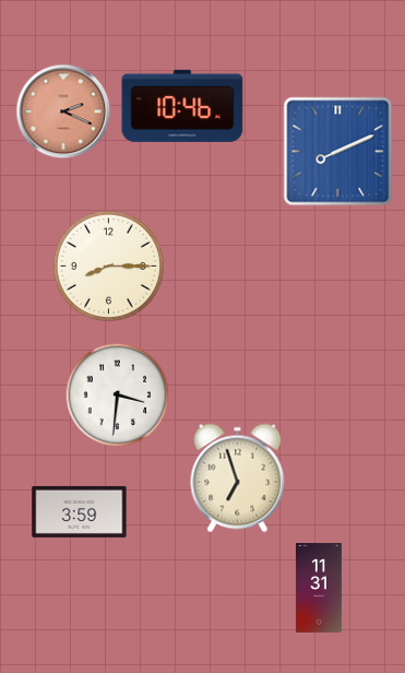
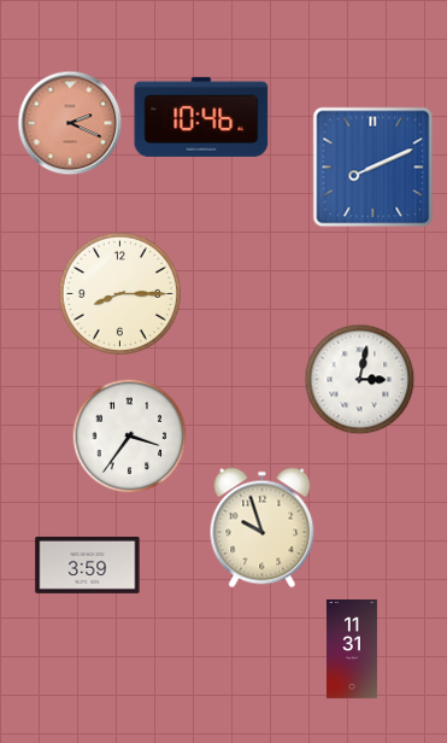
clock at (360, 380): none -> 3:02
clock at (118, 395): 3:31 -> 3:36
clock at (238, 479): 6:57 -> 9:57
